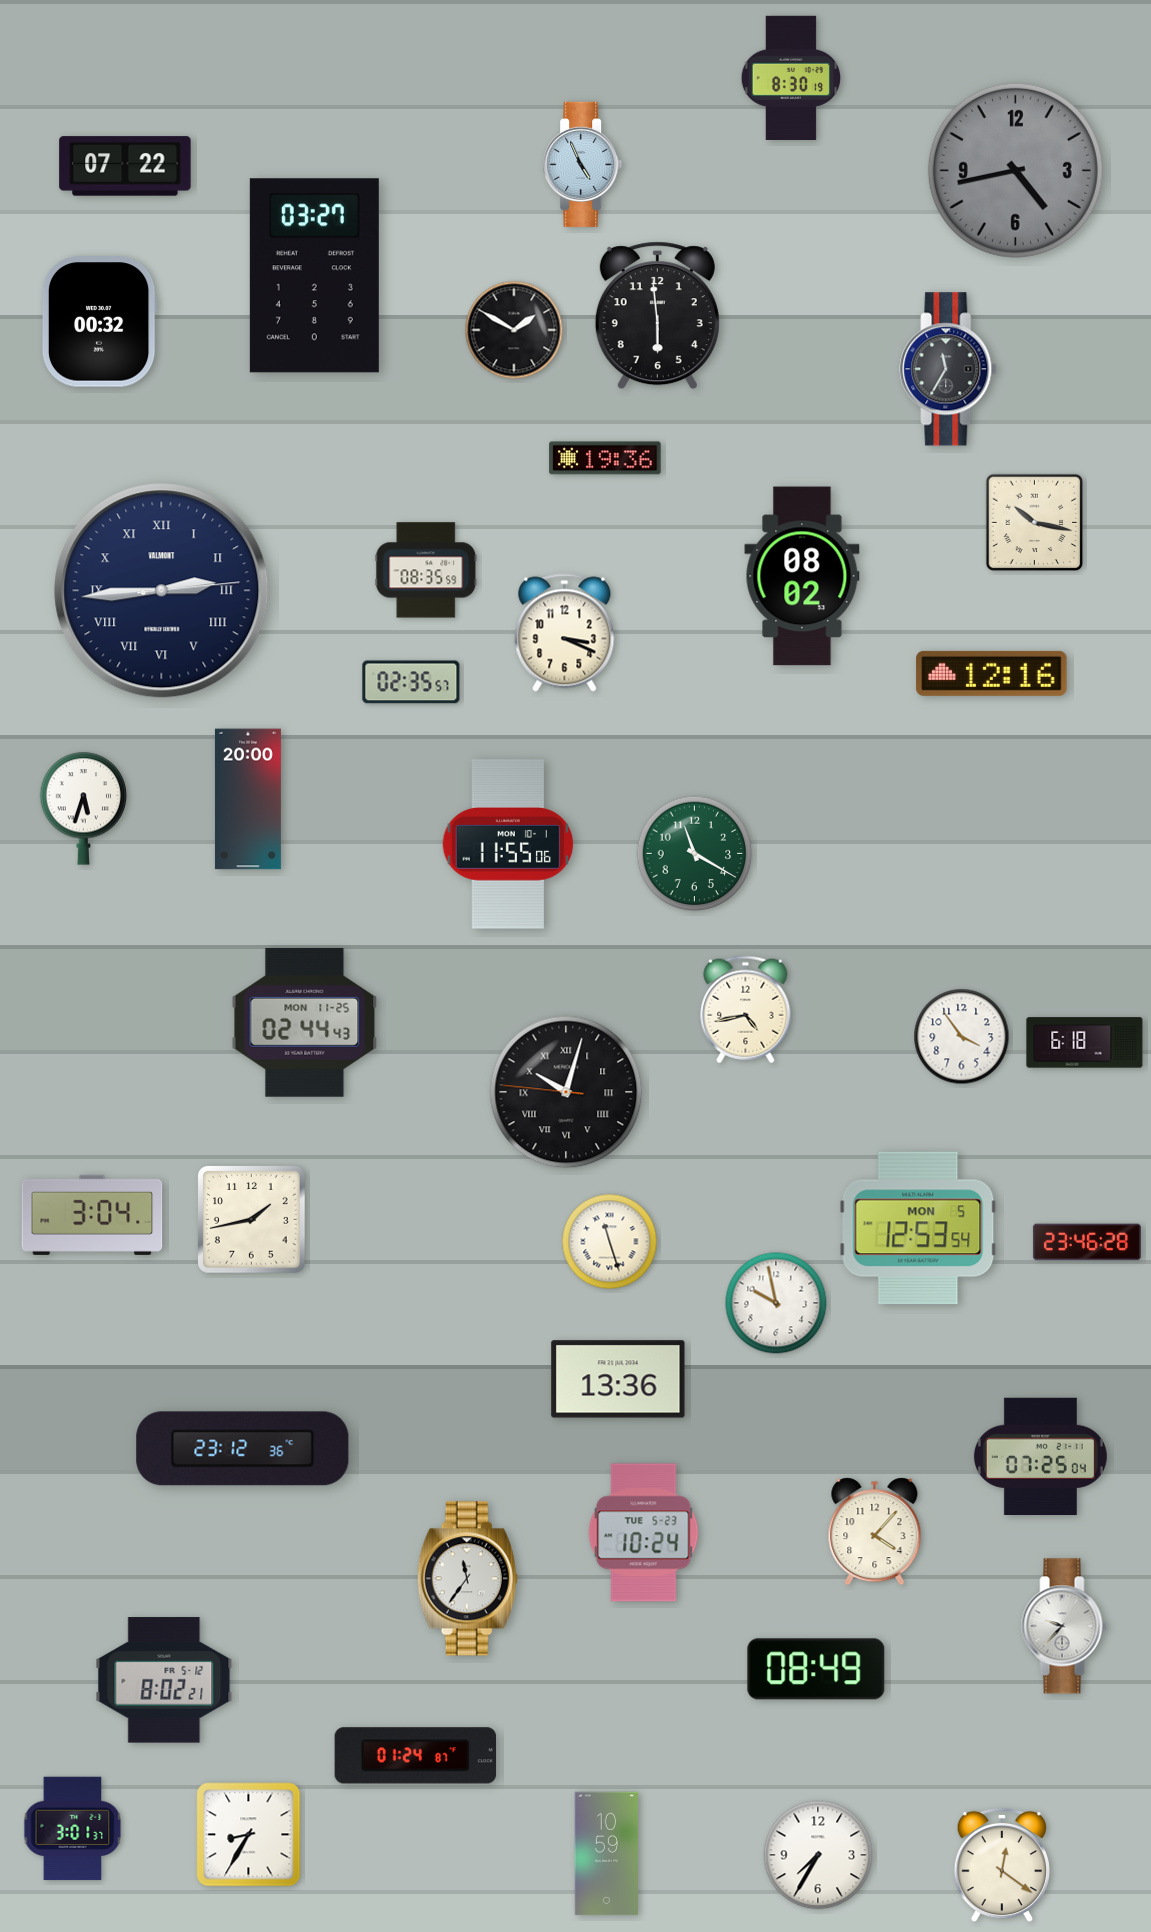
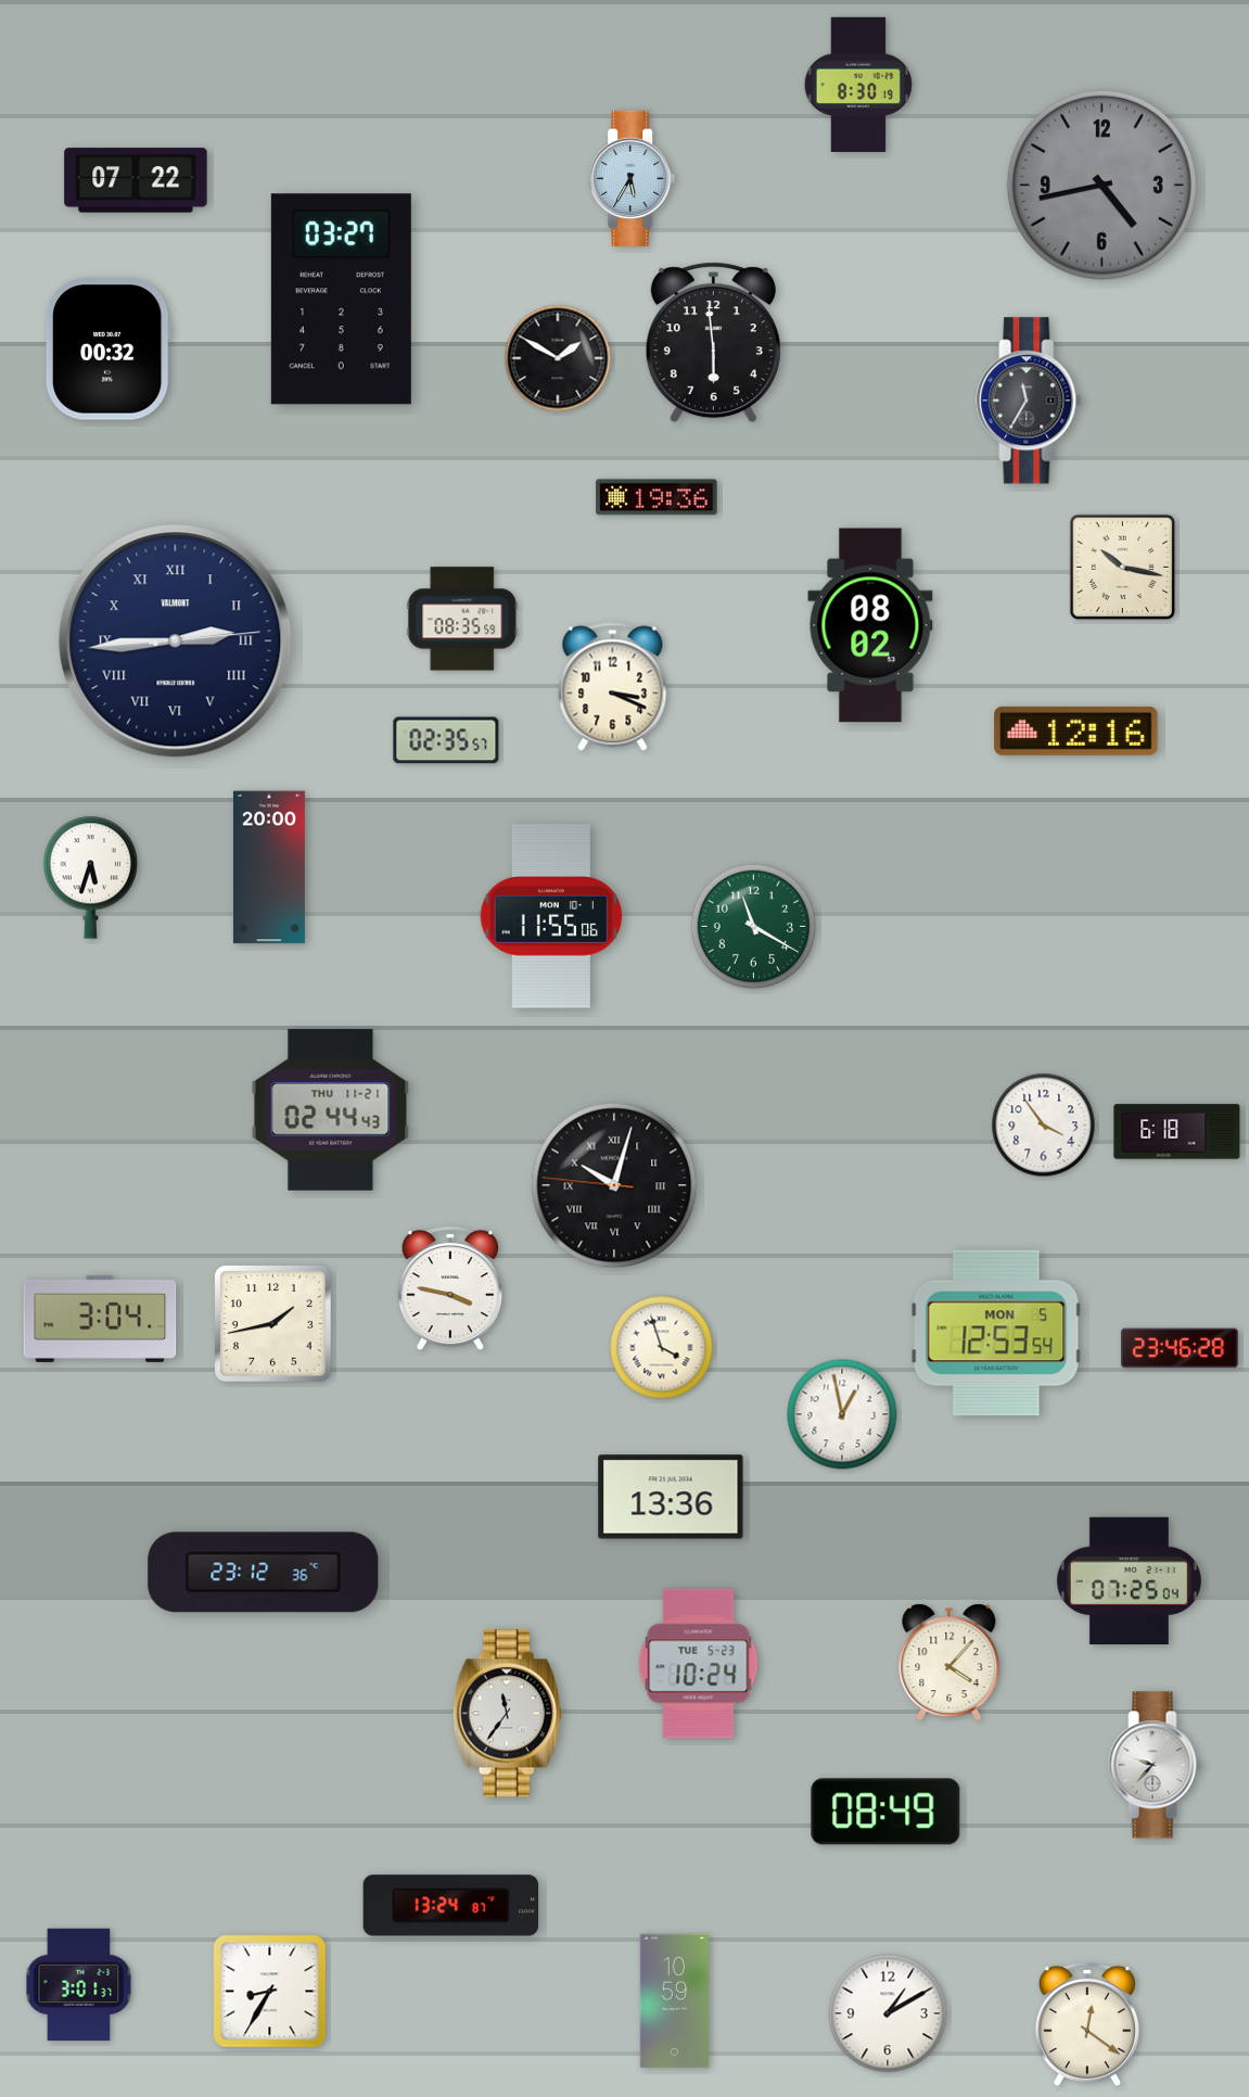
clock at (583, 164): 4:56 -> 5:35
clock at (746, 1010): 4:43 -> none
clock at (305, 1022) date: MON 11-25 -> THU 11-21
clock at (450, 1288): none -> 3:47
clock at (610, 1242): 11:27 -> 3:57
clock at (776, 1303): 9:58 -> 12:58
clock at (164, 1680): 8:02 -> none
clock at (416, 1756): 01:24 -> 13:24
clock at (607, 1854) position: (607, 1854) -> (675, 2001)
clock at (818, 1855): 7:35 -> 1:10
